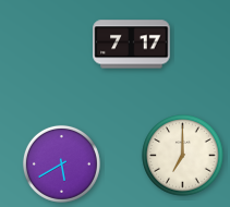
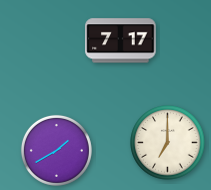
clock at (61, 163): 5:40 -> 1:40
